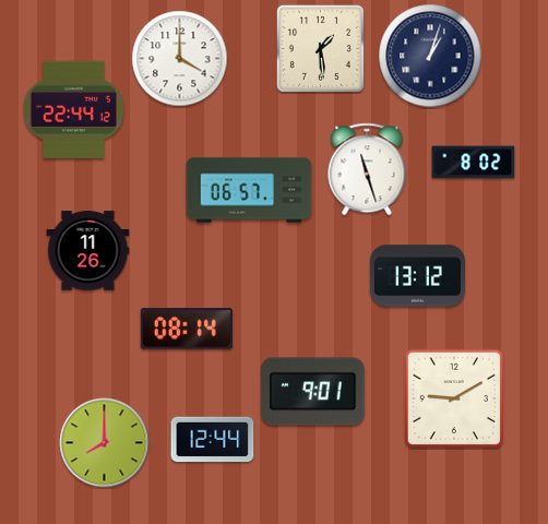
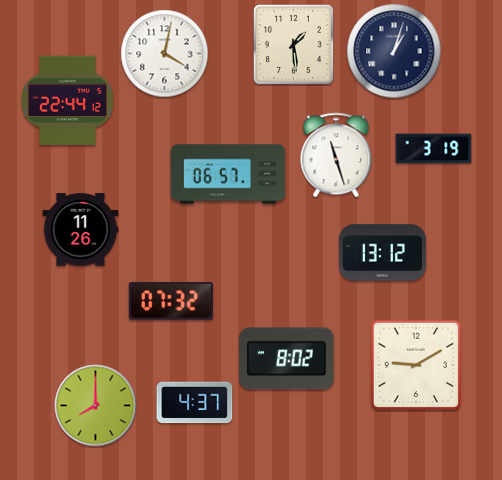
clock at (180, 59): 4:00 -> 4:02
clock at (474, 163): 8:02 -> 3:19
clock at (187, 329): 08:14 -> 07:32
clock at (313, 392): 9:01 -> 8:02
clock at (213, 440): 12:44 -> 4:37
